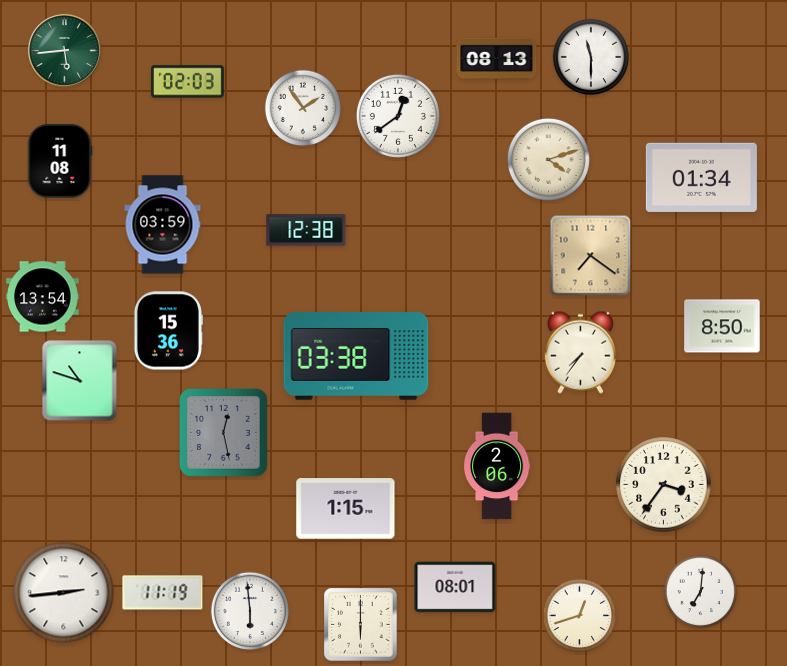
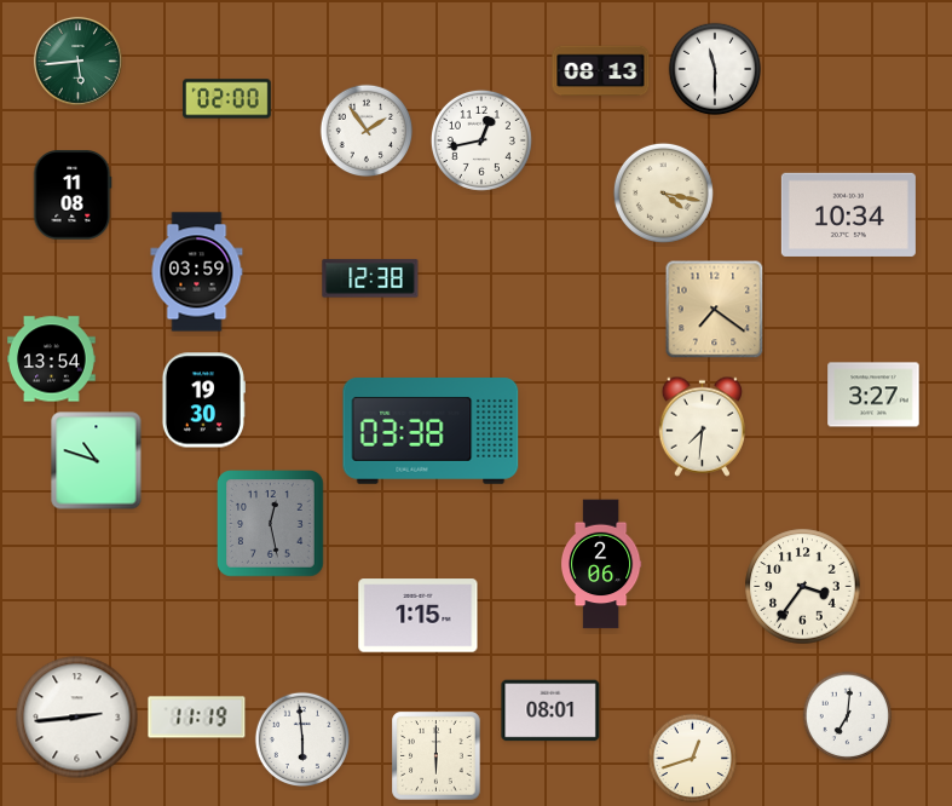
clock at (188, 82): 02:03 -> 02:00
clock at (398, 116): 12:39 -> 12:43
clock at (548, 159): 4:12 -> 4:17
clock at (701, 177): 01:34 -> 10:34
clock at (722, 326): 8:50 -> 3:27
clock at (168, 331): 15:36 -> 19:30
clock at (580, 352): 7:36 -> 7:31
clock at (580, 616) position: (580, 616) -> (693, 759)
